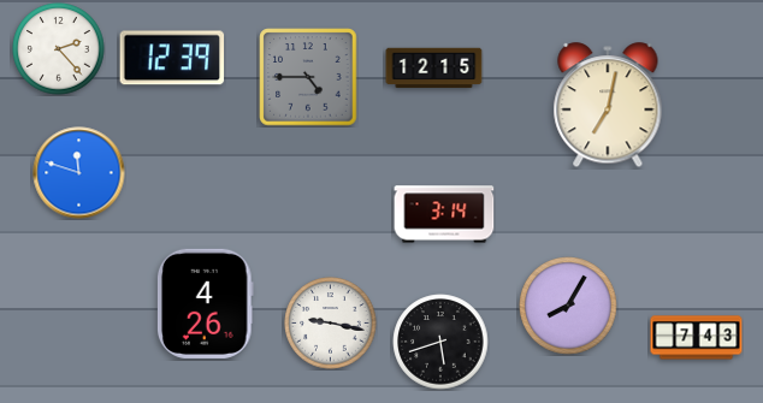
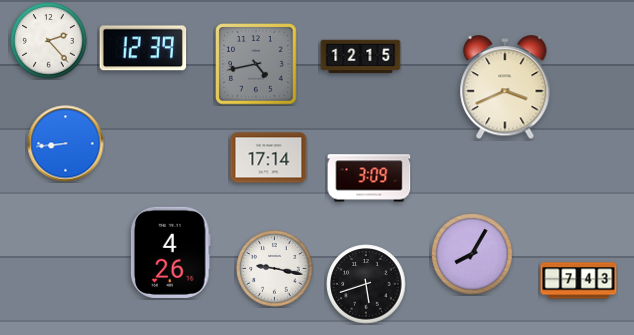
clock at (308, 77): 4:45 -> 4:43
clock at (608, 106): 7:02 -> 3:41
clock at (79, 173): 11:48 -> 8:44
clock at (269, 158): none -> 17:14
clock at (444, 214): 3:14 -> 3:09
